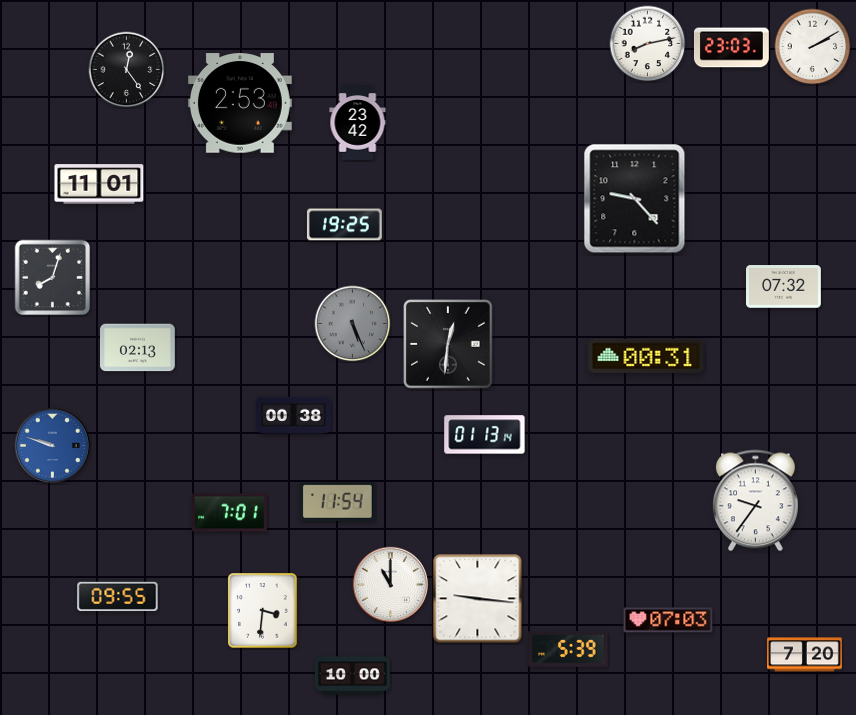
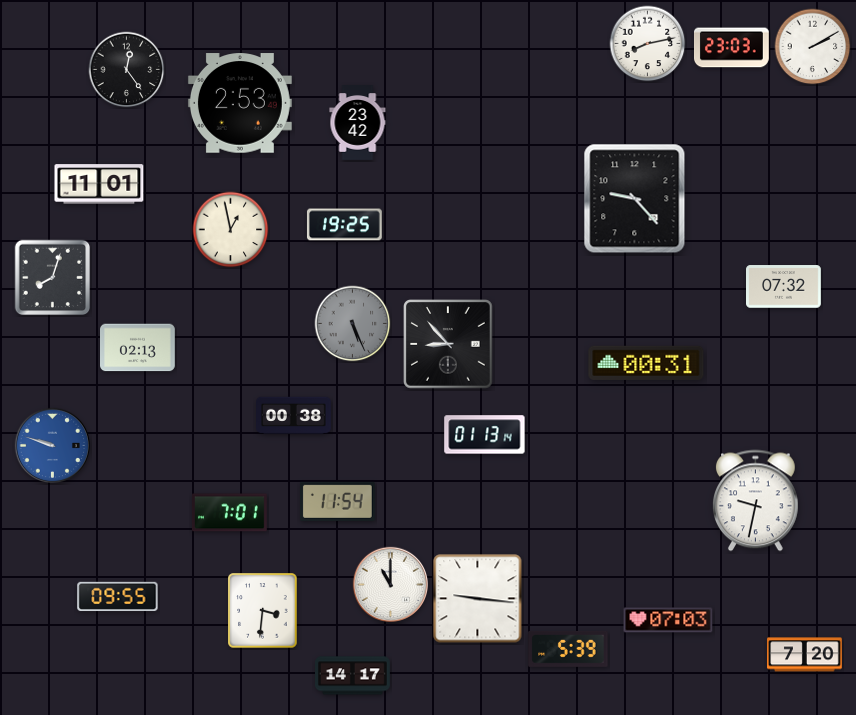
clock at (231, 230): none -> 12:58
clock at (449, 345): 12:31 -> 8:53
clock at (646, 356) position: (646, 356) -> (646, 363)
clock at (756, 501): 9:36 -> 9:32
clock at (353, 676): 10:00 -> 14:17
